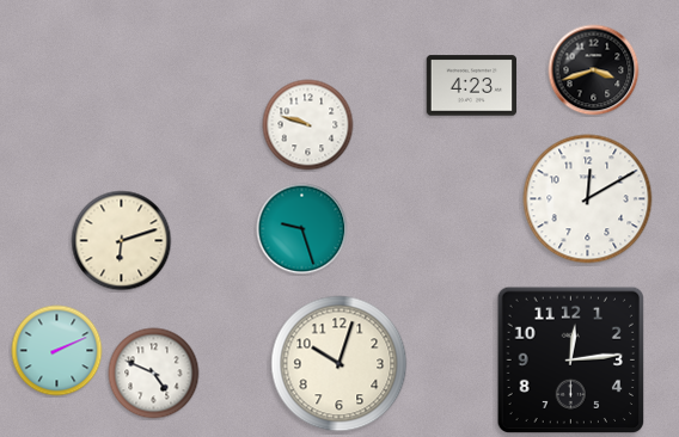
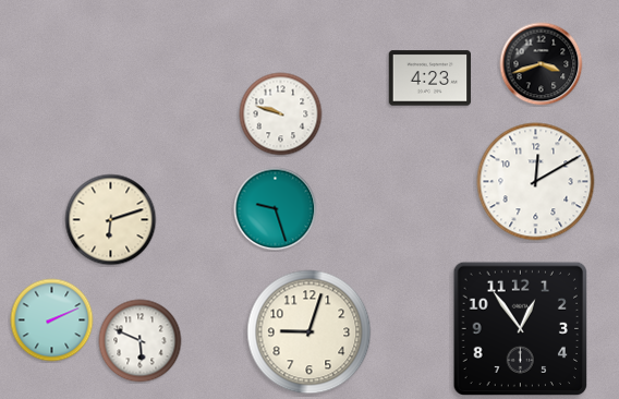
clock at (570, 359): 12:14 -> 12:54
clock at (339, 364): 10:03 -> 9:03
clock at (154, 374): 4:49 -> 5:49
